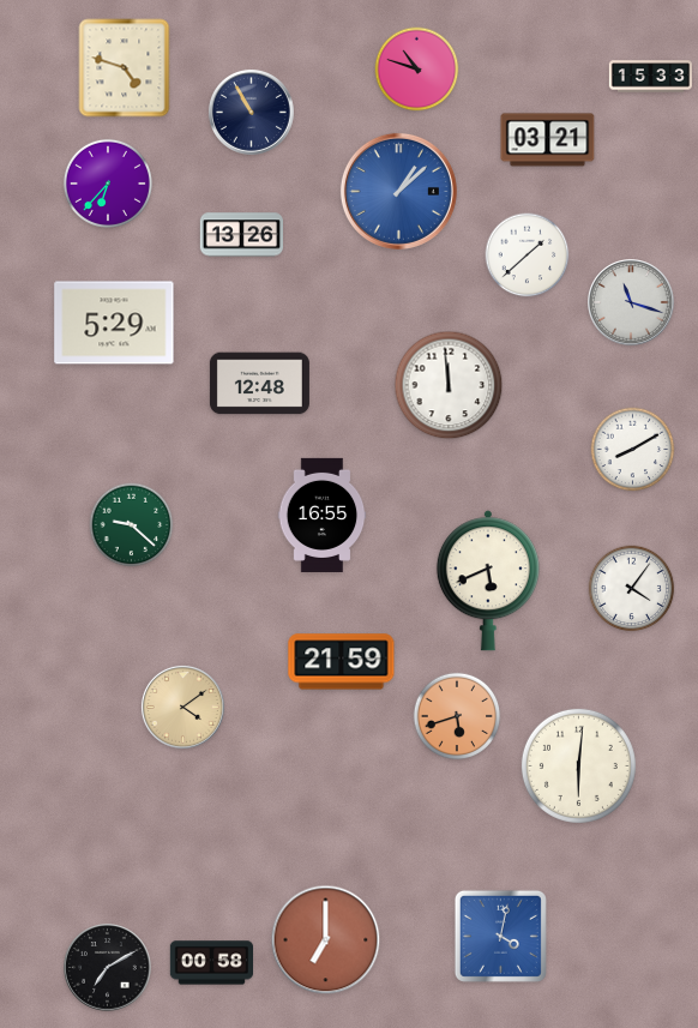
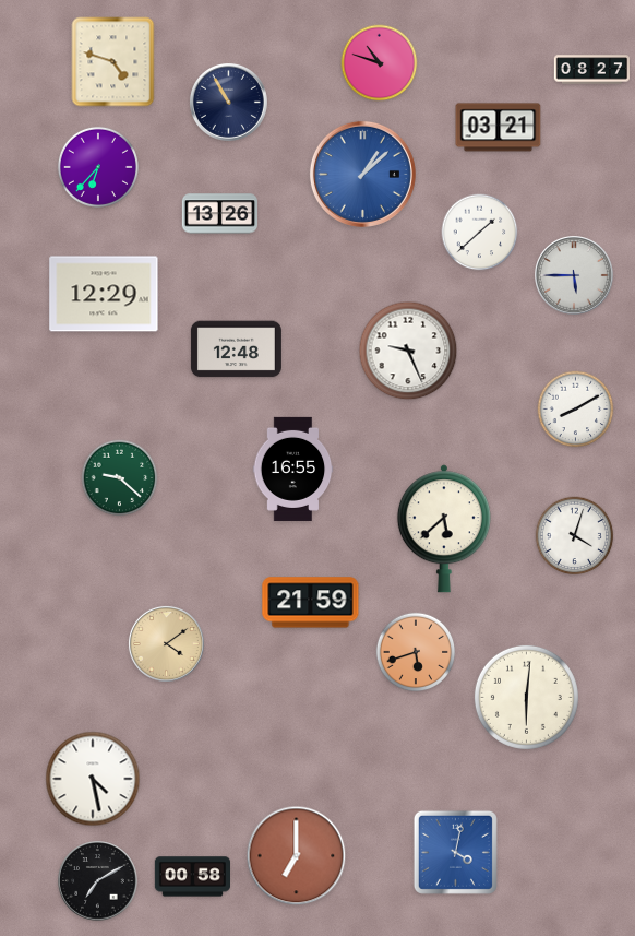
clock at (650, 77): 15:33 -> 08:27
clock at (632, 303): 11:18 -> 5:45
clock at (114, 323): 5:29 -> 12:29
clock at (449, 385): 11:59 -> 9:26
clock at (488, 581): 5:41 -> 5:38
clock at (632, 589): 4:06 -> 4:03
clock at (93, 779): none -> 4:28
